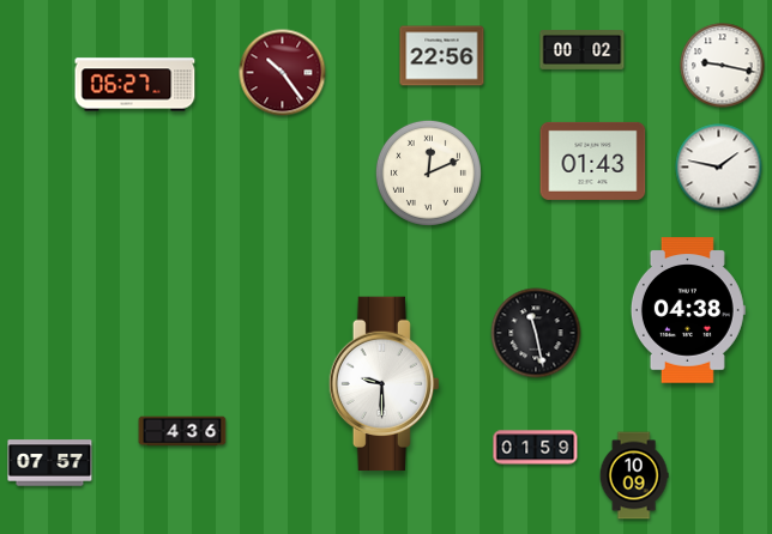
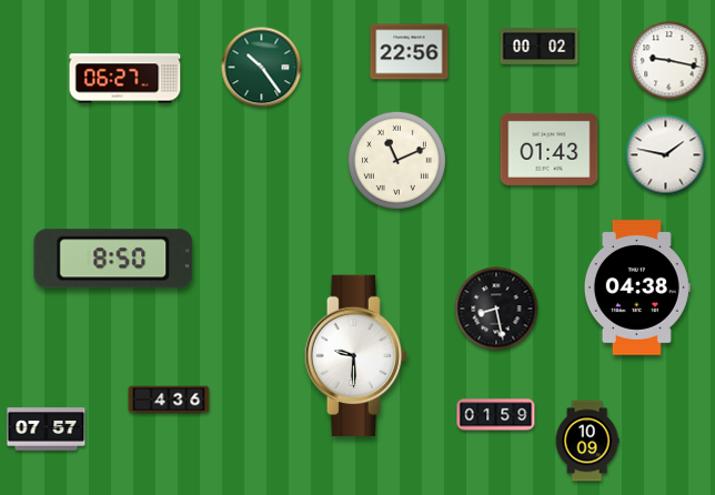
clock at (283, 73) dial: burgundy -> green
clock at (428, 172): 12:11 -> 11:11
clock at (113, 259): none -> 8:50
clock at (536, 333): 11:28 -> 8:28
